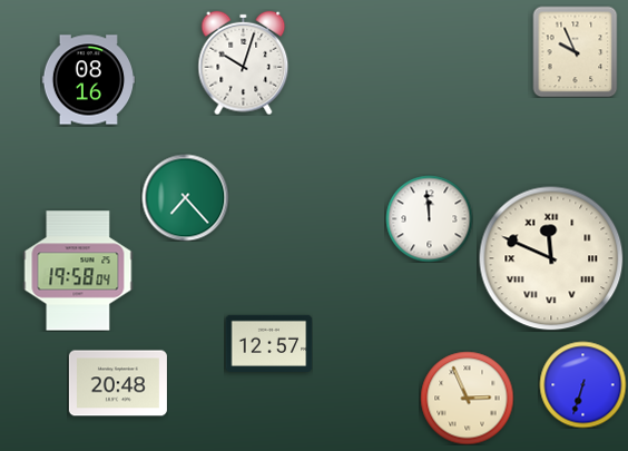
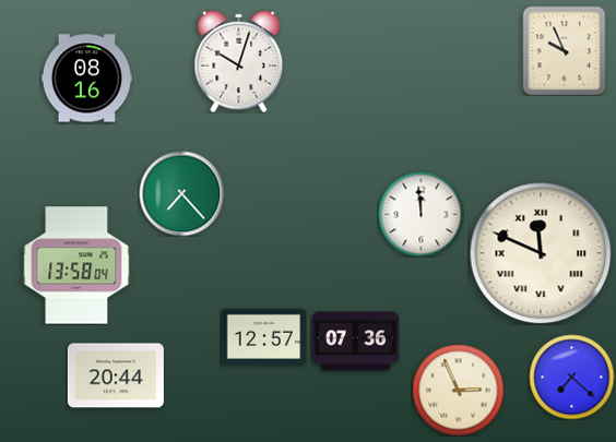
clock at (78, 271): 19:58 -> 13:58
clock at (355, 342): none -> 07:36
clock at (118, 383): 20:48 -> 20:44
clock at (582, 384): 6:33 -> 7:22
